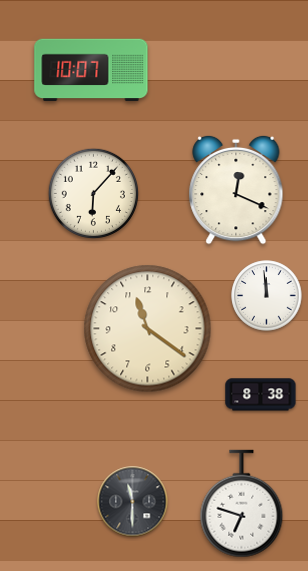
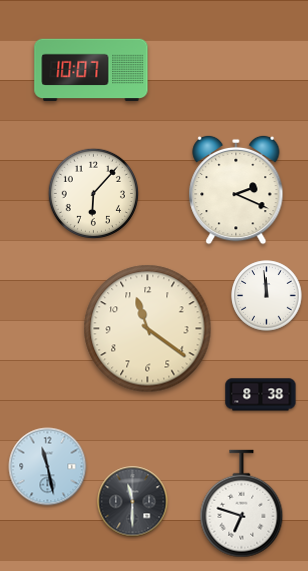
clock at (236, 190): 12:19 -> 2:19
clock at (48, 467): none -> 11:28
